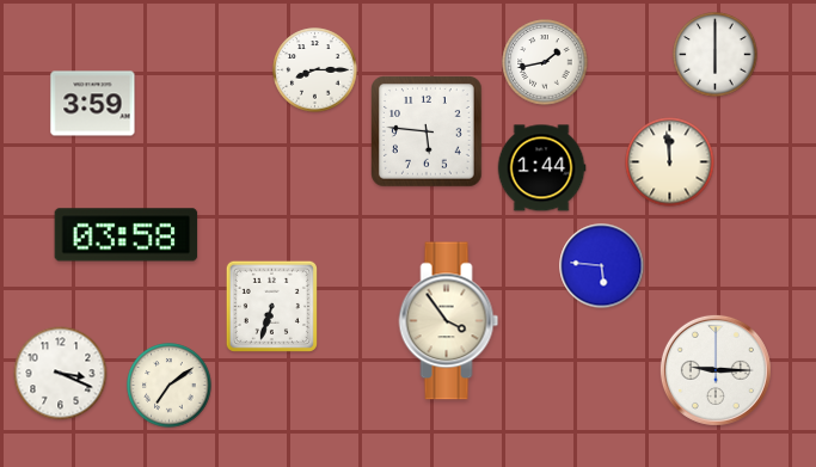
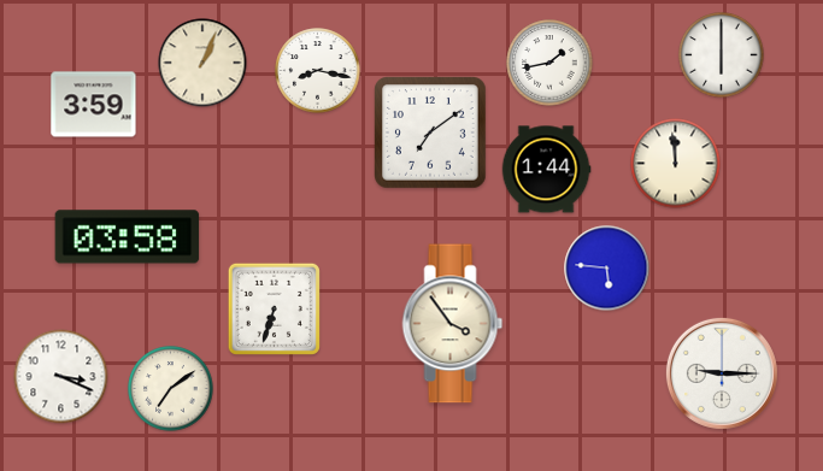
clock at (202, 63): none -> 1:04
clock at (315, 70): 8:15 -> 8:17
clock at (428, 133): 5:46 -> 7:09
